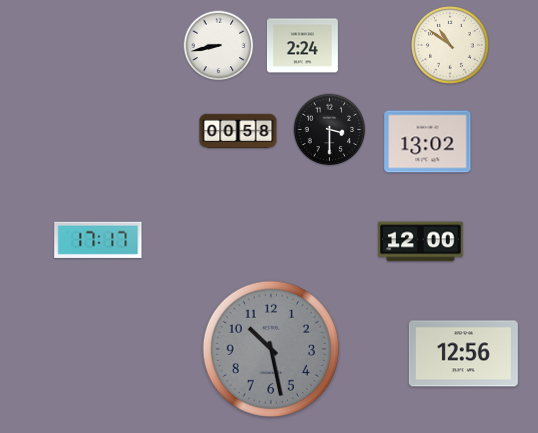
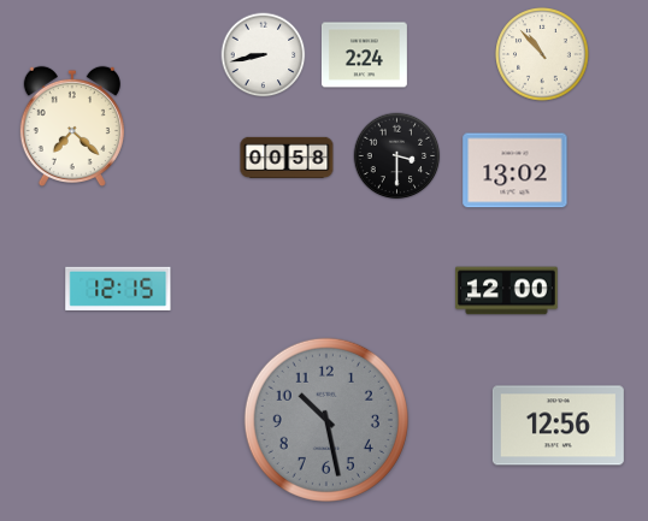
clock at (450, 45): 10:51 -> 10:53
clock at (72, 126): none -> 7:22
clock at (98, 240): 17:17 -> 12:15
